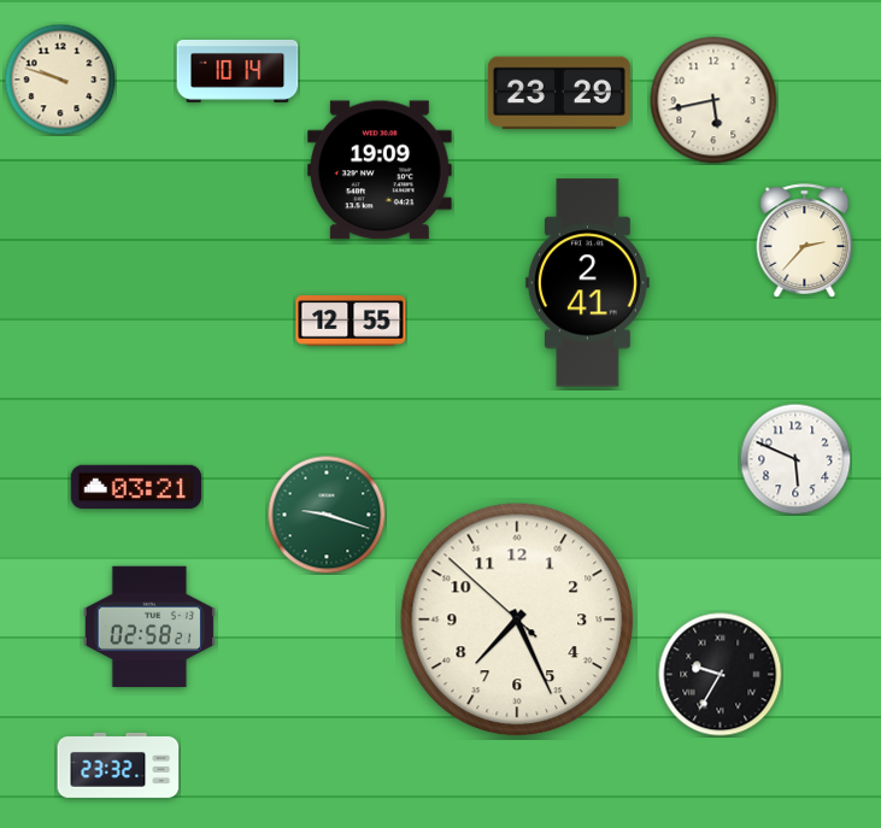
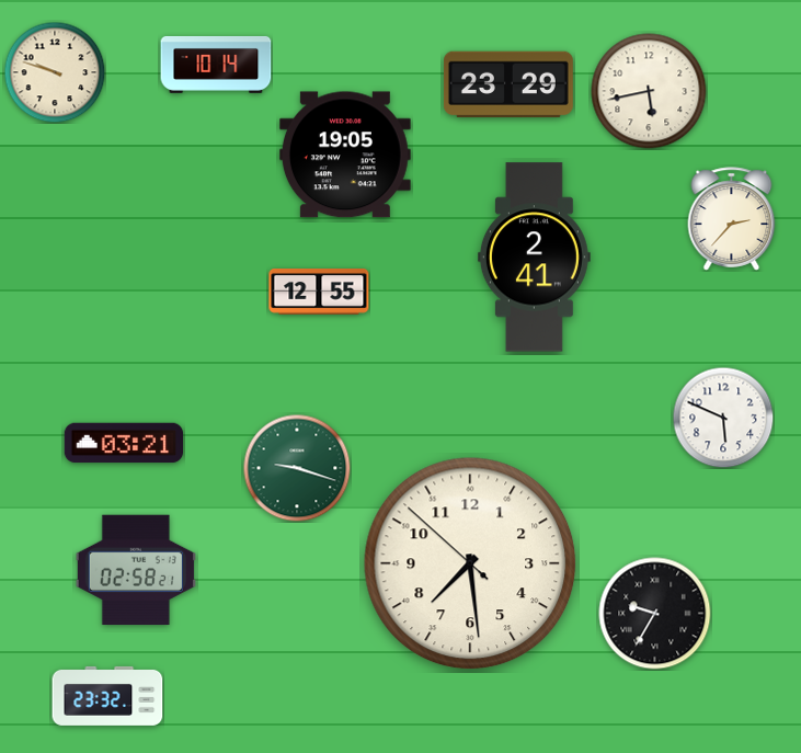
clock at (380, 170): 19:09 -> 19:05
clock at (517, 619): 7:25 -> 7:28
